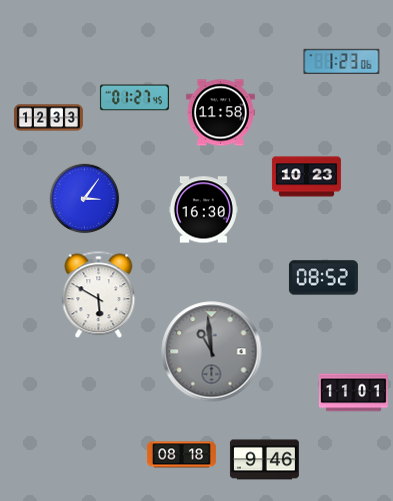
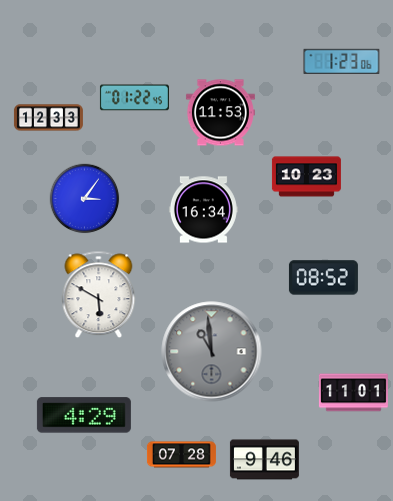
clock at (134, 98): 01:27 -> 01:22
clock at (220, 113): 11:58 -> 11:53
clock at (203, 210): 16:30 -> 16:34
clock at (84, 415): none -> 4:29
clock at (181, 455): 08:18 -> 07:28
